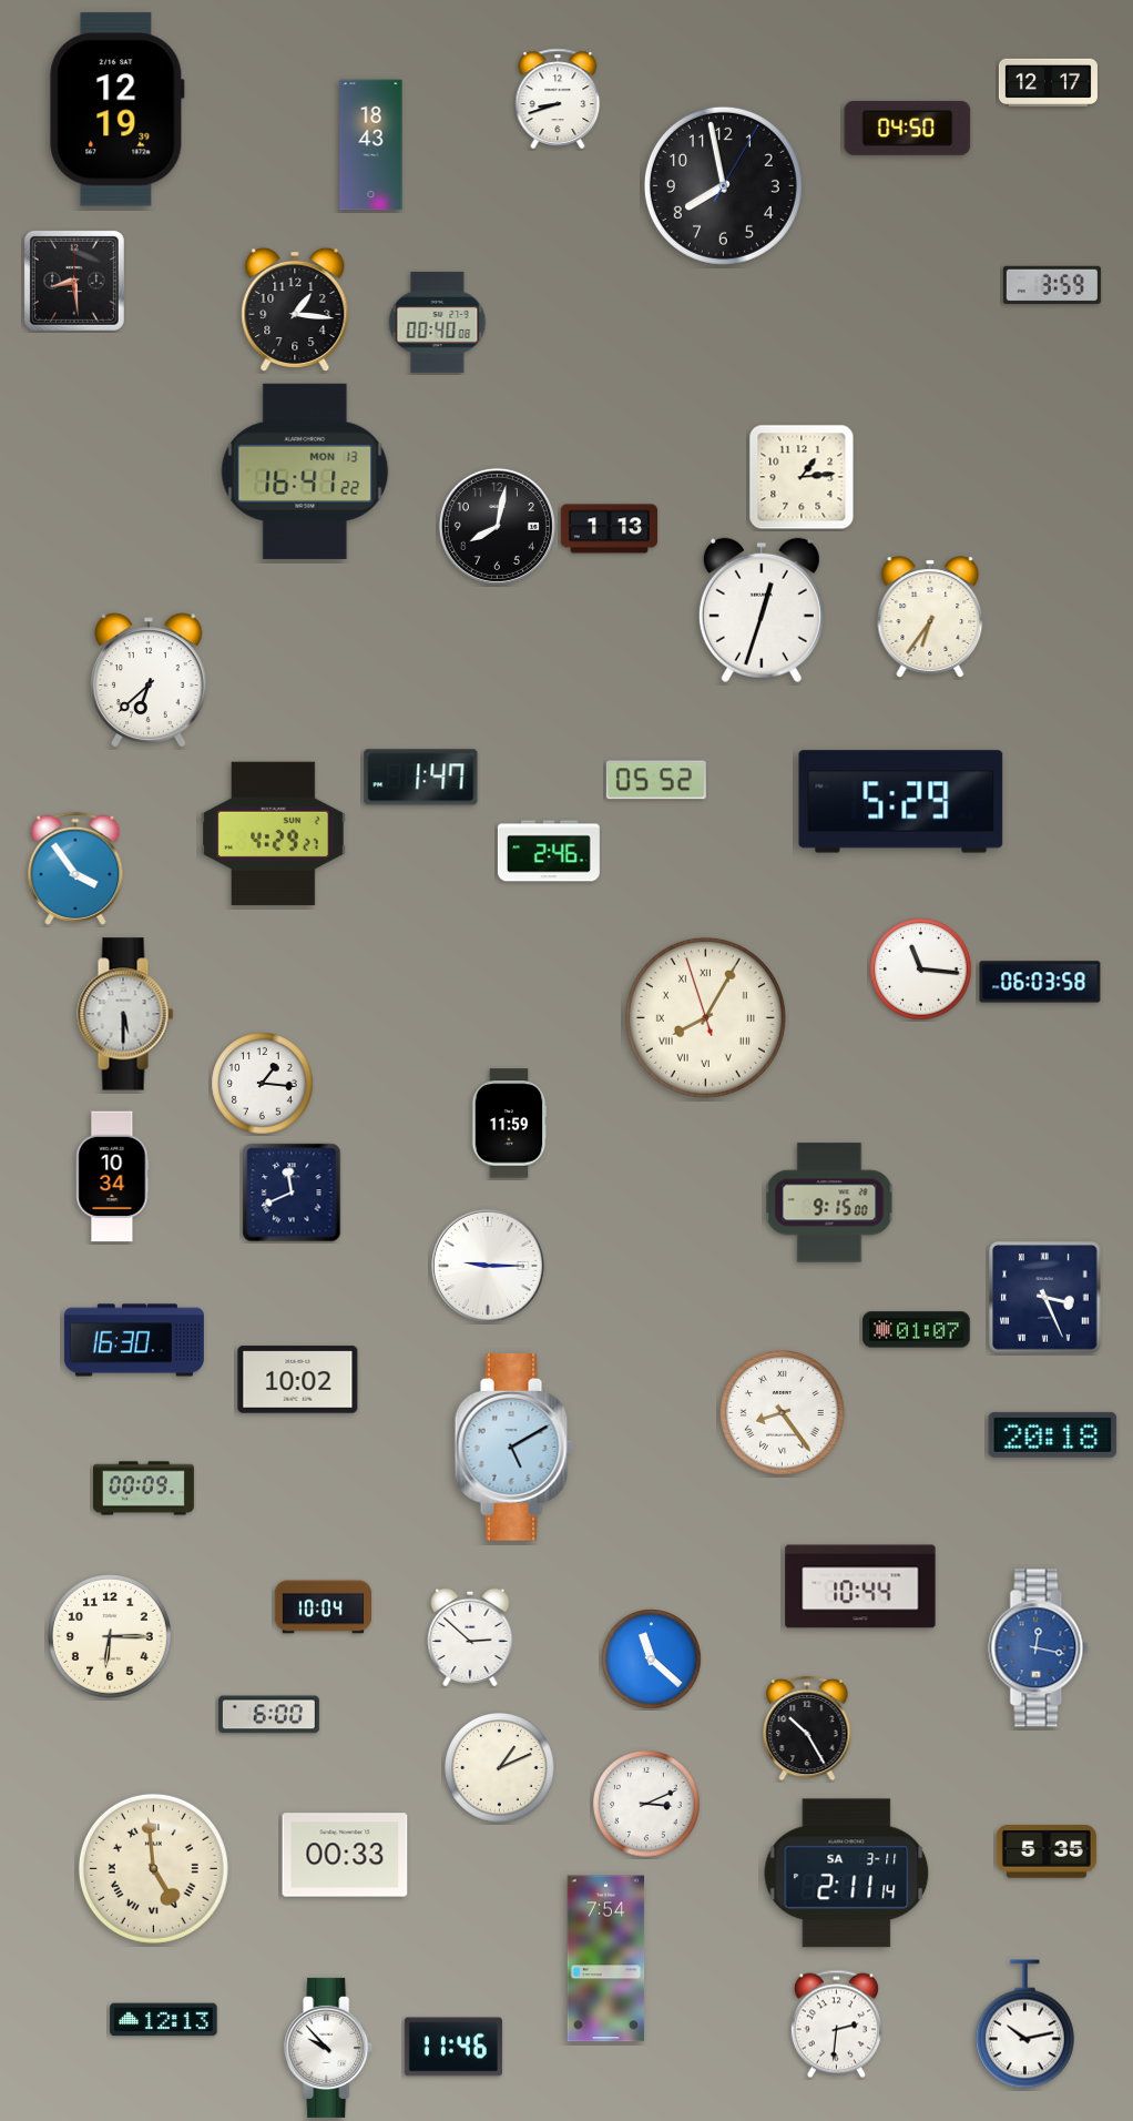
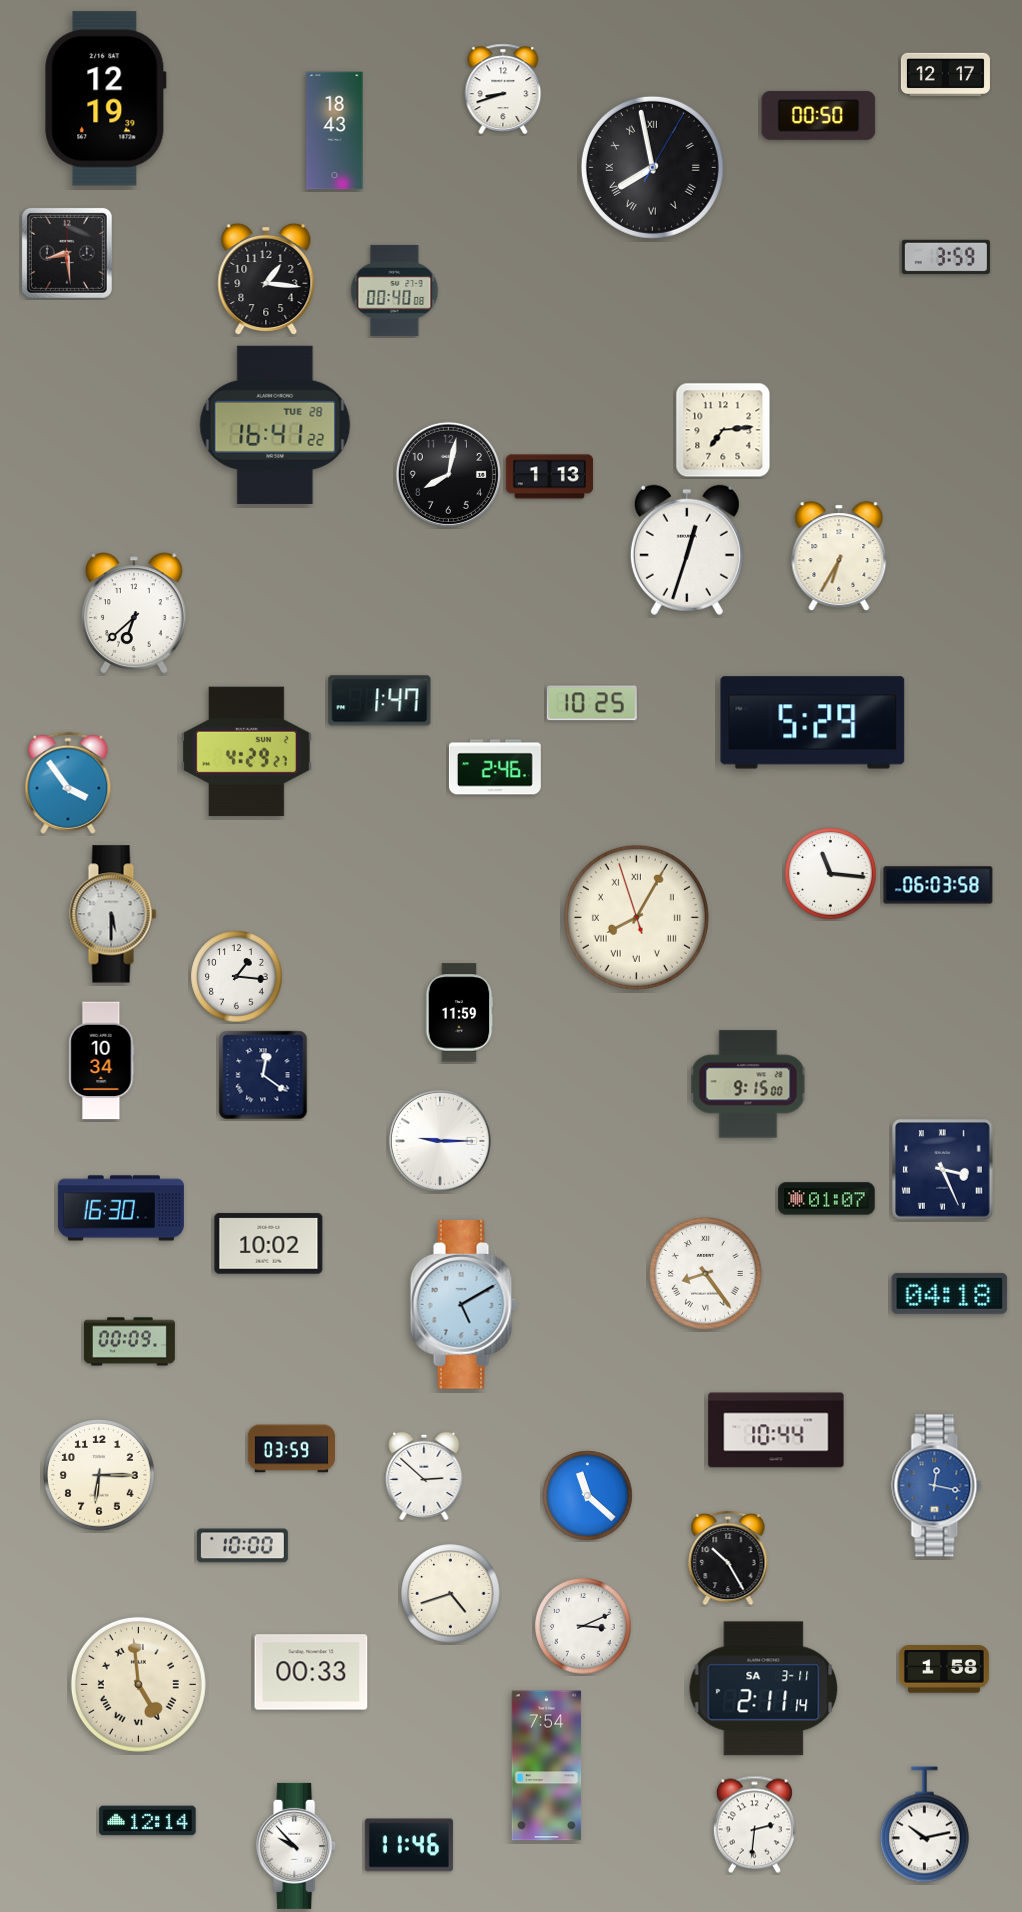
clock at (908, 128): 04:50 -> 00:50
clock at (723, 185) numerals: Arabic -> Roman
clock at (1052, 284) position: (1052, 284) -> (946, 256)
clock at (305, 471) date: MON 13 -> TUE 28
clock at (802, 477): 1:14 -> 7:14
clock at (930, 617): 6:36 -> 6:35
clock at (656, 780): 05:52 -> 10:25
clock at (292, 1193): 11:41 -> 12:21
clock at (1053, 1434): 20:18 -> 04:18
clock at (323, 1607): 10:04 -> 03:59
clock at (268, 1715): 6:00 -> 10:00
clock at (500, 1768): 1:11 -> 4:42
clock at (1047, 1851): 5:35 -> 1:58
clock at (164, 2020): 12:13 -> 12:14
